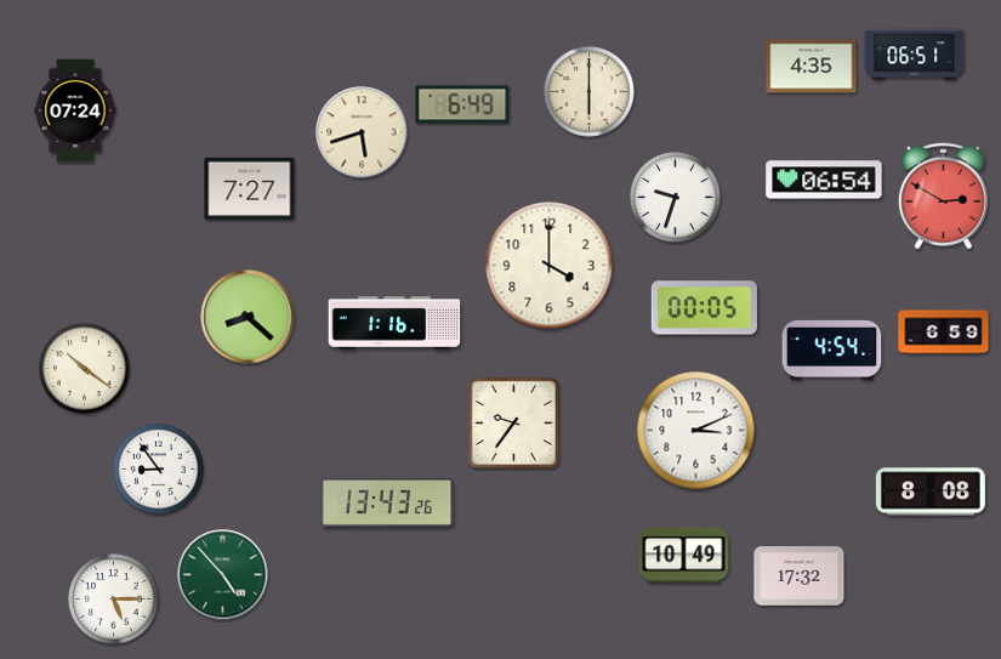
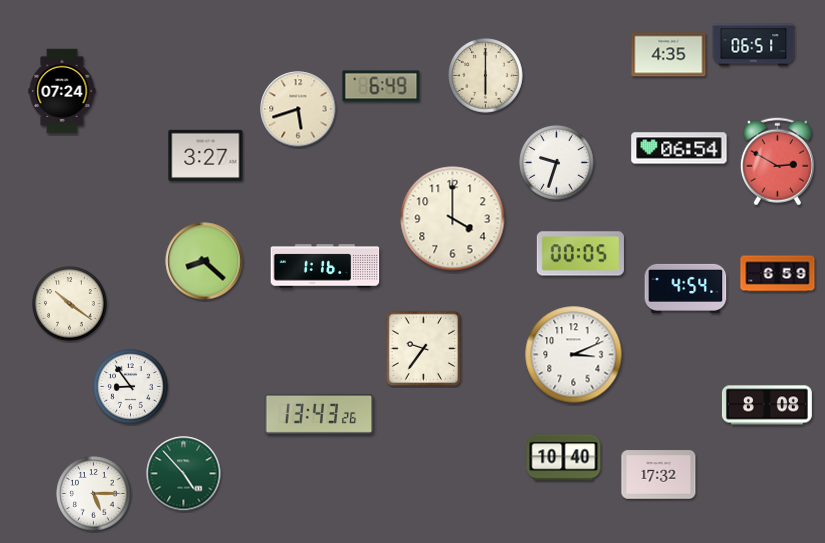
clock at (250, 188): 7:27 -> 3:27
clock at (684, 556): 10:49 -> 10:40
